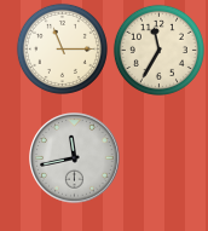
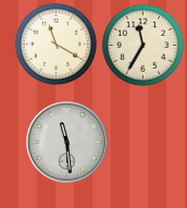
clock at (62, 48): 11:15 -> 11:20
clock at (75, 158): 11:43 -> 11:29
